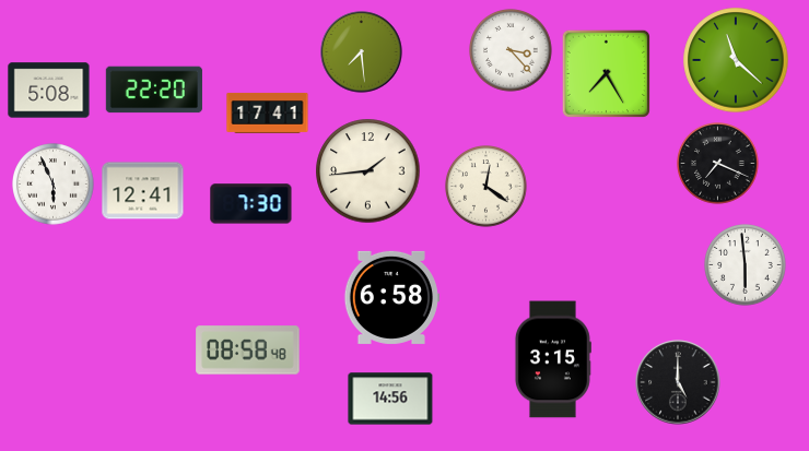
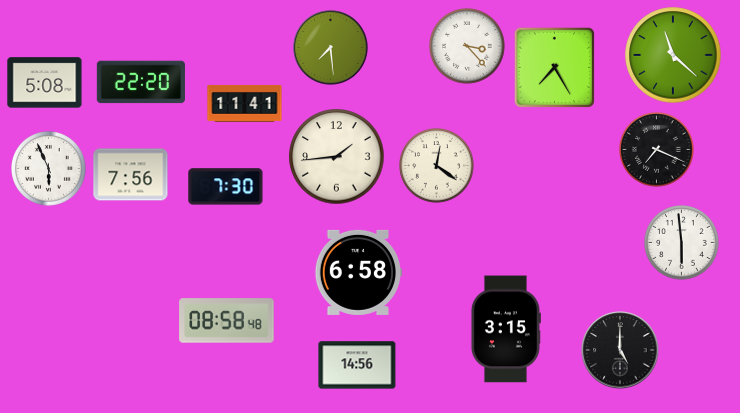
clock at (268, 112): 17:41 -> 11:41
clock at (486, 187) position: (486, 187) -> (437, 166)
clock at (143, 191): 12:41 -> 7:56
clock at (251, 204) position: (251, 204) -> (226, 187)
